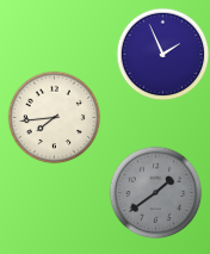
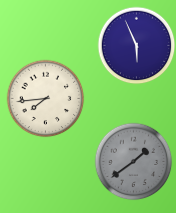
clock at (162, 54): 1:56 -> 5:56
clock at (155, 192) position: (155, 192) -> (133, 161)
